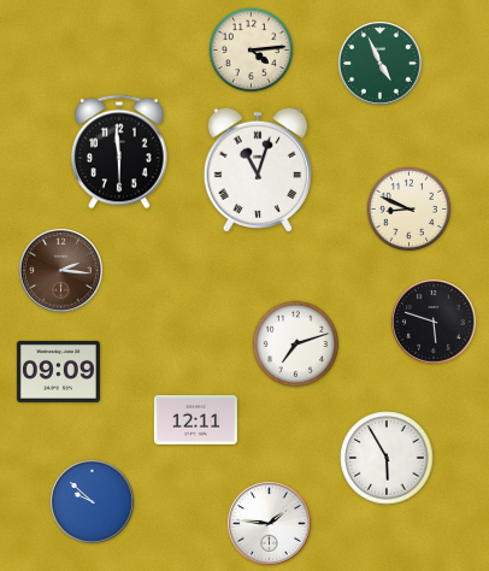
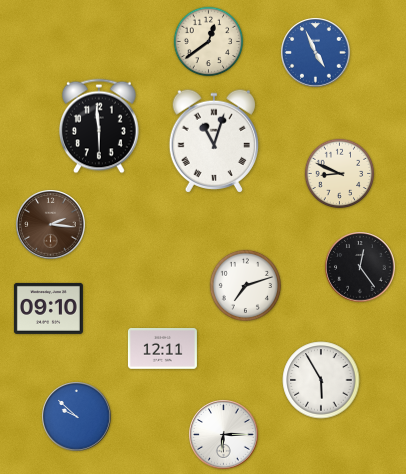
clock at (252, 51): 4:14 -> 12:39
clock at (381, 64) dial: green -> blue
clock at (434, 322): 5:48 -> 12:24
clock at (58, 371): 09:09 -> 09:10
clock at (270, 524): 1:46 -> 6:15
